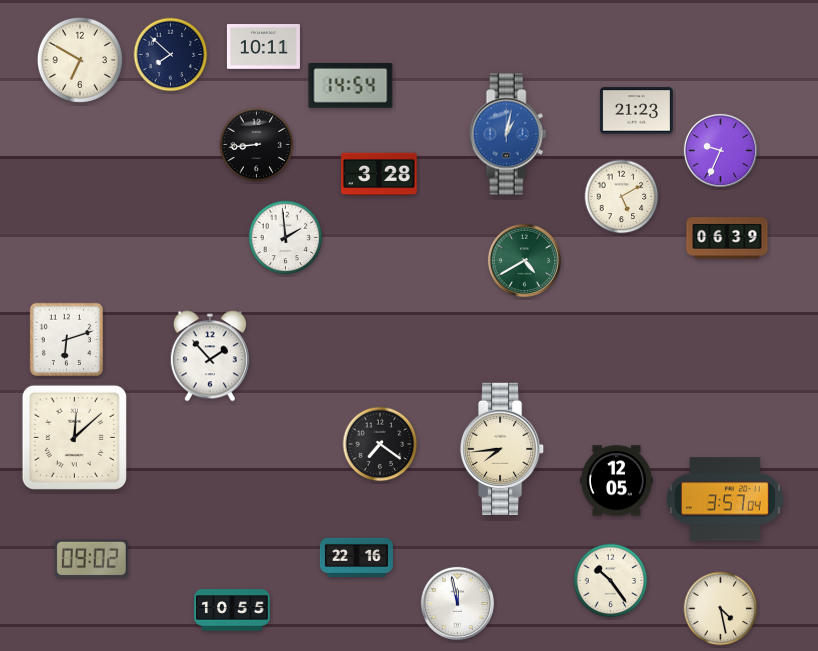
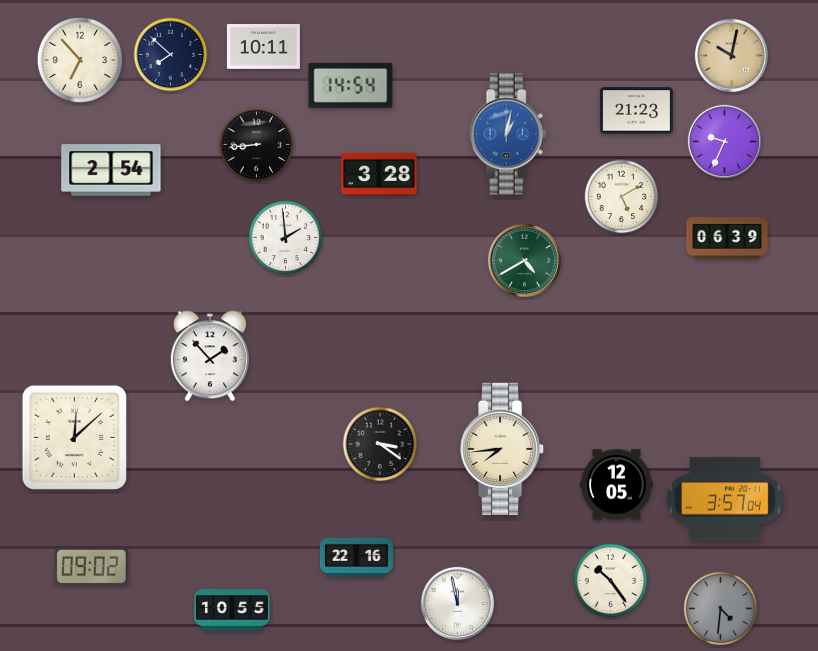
clock at (731, 55): none -> 10:02
clock at (80, 60): 6:50 -> 6:53
clock at (720, 150) position: (720, 150) -> (724, 141)
clock at (111, 170): none -> 2:54
clock at (66, 339): 6:12 -> none
clock at (380, 444): 7:21 -> 3:21
clock at (616, 481) position: (616, 481) -> (616, 485)
clock at (91, 559) position: (91, 559) -> (91, 567)
clock at (721, 609): 4:28 -> 4:31
clock at (721, 609) dial: cream -> grey
